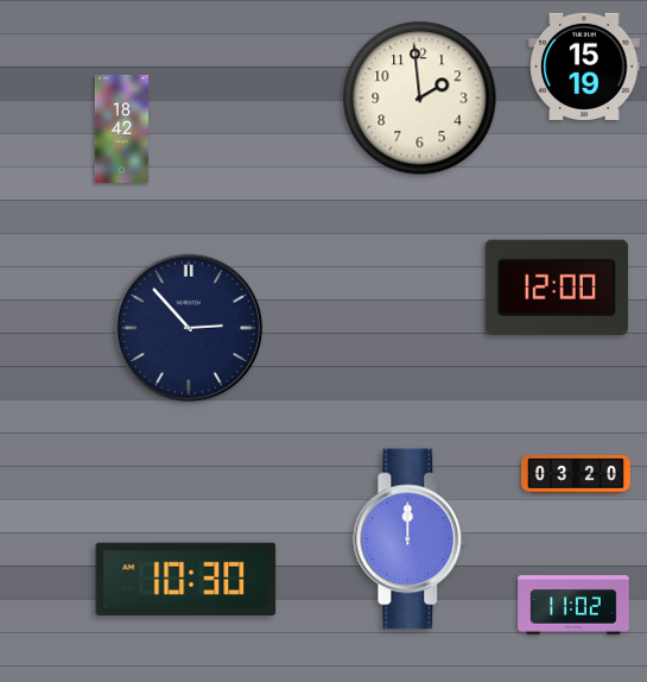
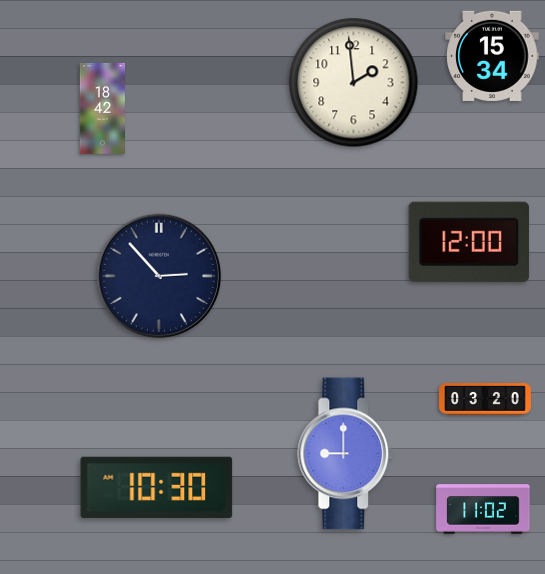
clock at (584, 67): 15:19 -> 15:34
clock at (411, 539): 12:00 -> 9:00
